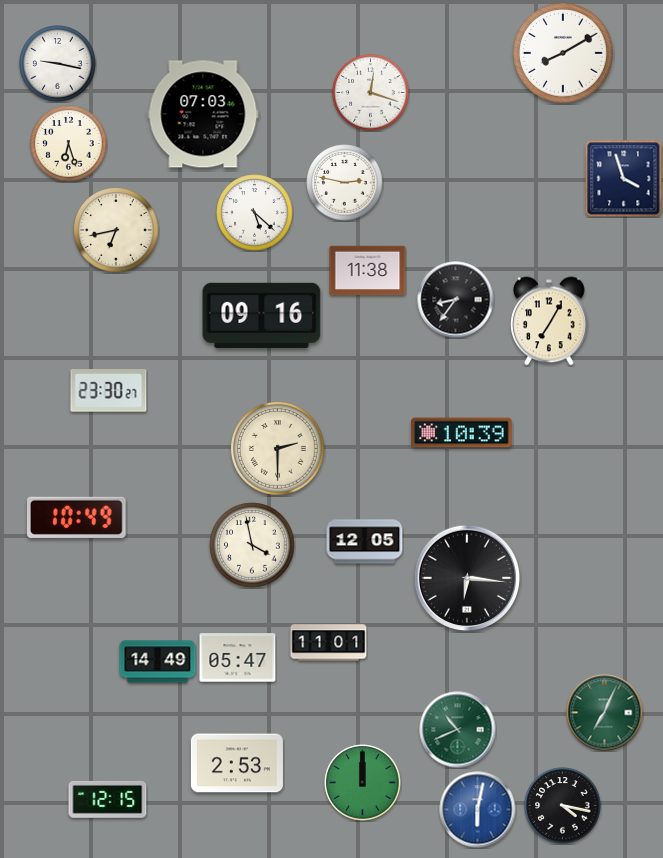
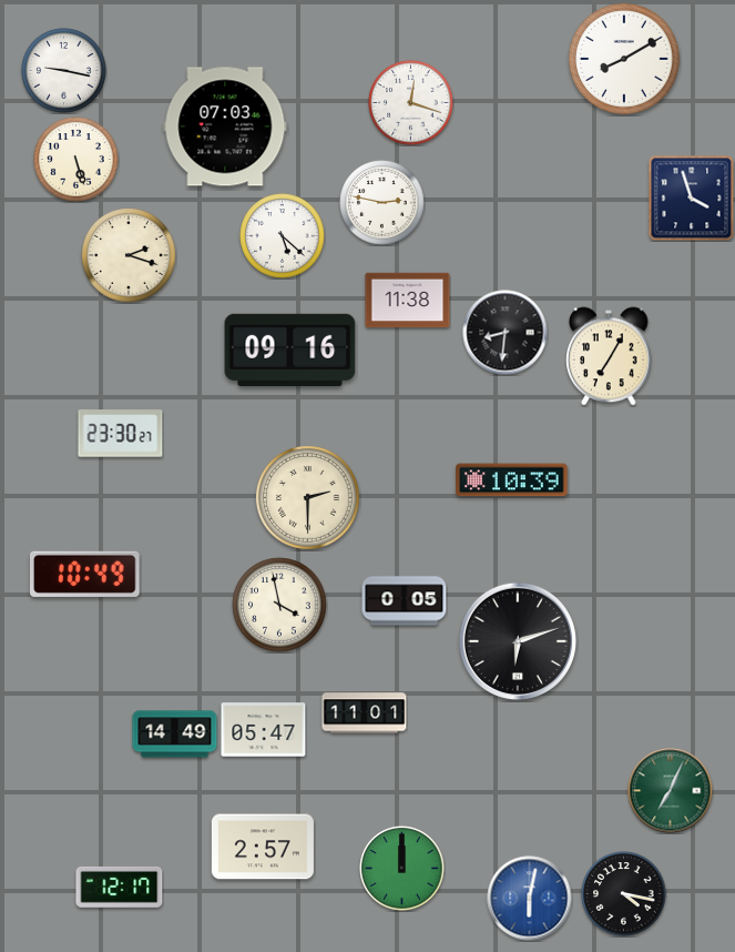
clock at (69, 144): 6:27 -> 5:27
clock at (116, 230): 6:43 -> 2:18
clock at (456, 300): 8:36 -> 8:31
clock at (365, 542): 12:05 -> 0:05
clock at (466, 577): 6:16 -> 6:12
clock at (458, 730): 10:41 -> none
clock at (237, 763): 2:53 -> 2:57
clock at (108, 799): 12:15 -> 12:17
